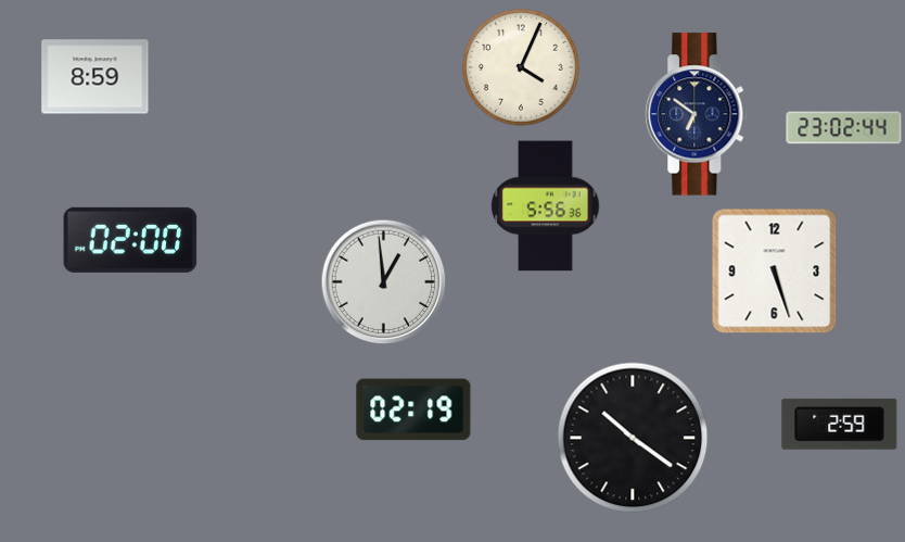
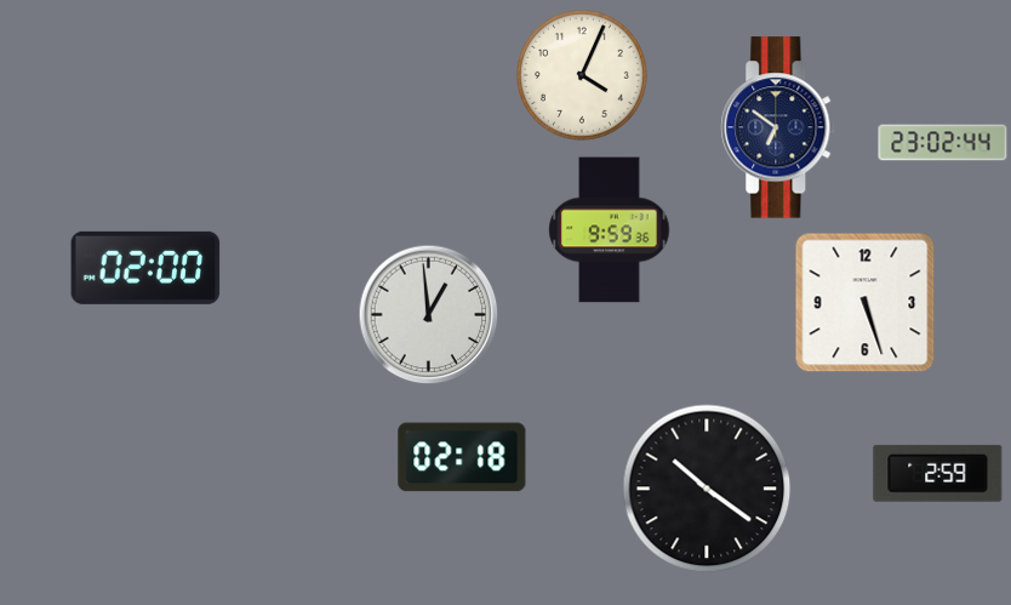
clock at (95, 77): 8:59 -> none
clock at (546, 206): 5:56 -> 9:59
clock at (413, 409): 02:19 -> 02:18
